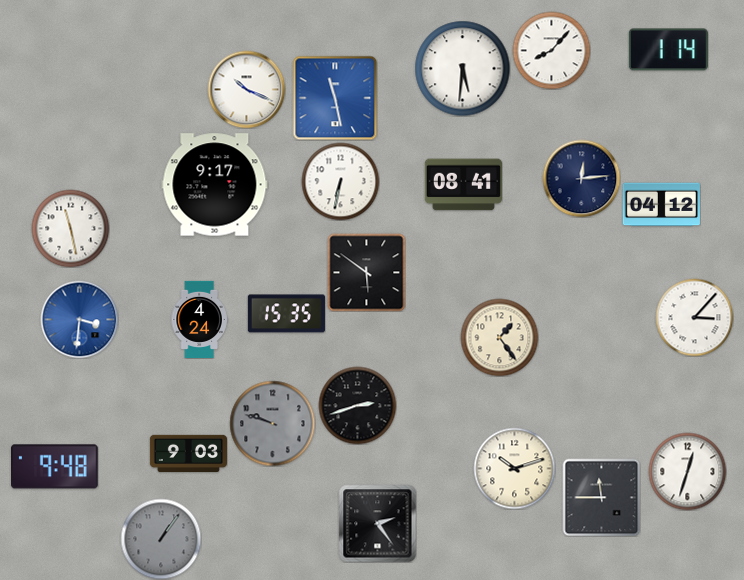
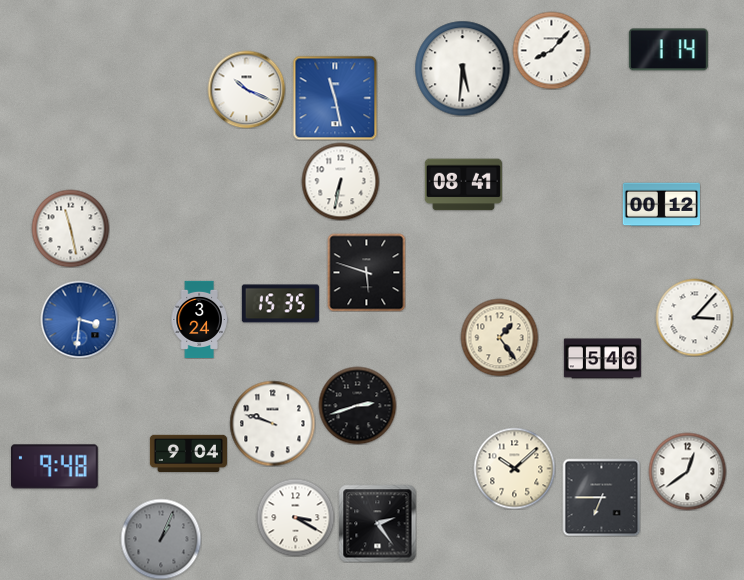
clock at (581, 178): 12:14 -> none
clock at (215, 185): 9:17 -> none
clock at (661, 205): 04:12 -> 00:12
clock at (366, 272): 5:51 -> 5:48
clock at (286, 314) position: (286, 314) -> (280, 304)
clock at (199, 319): 4:24 -> 3:24
clock at (602, 359): none -> 5:46
clock at (272, 423) dial: grey -> white
clock at (188, 454): 9:03 -> 9:04
clock at (514, 468): 10:12 -> 10:08
clock at (687, 471): 12:33 -> 12:39
clock at (601, 497): 11:45 -> 6:45
clock at (295, 517): none -> 3:20
clock at (161, 539): 1:06 -> 1:04
